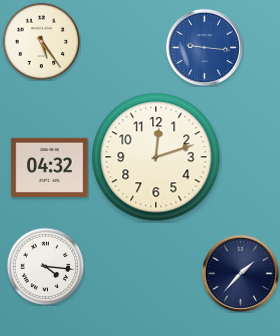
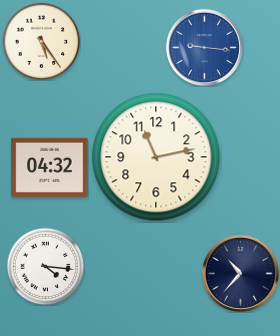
clock at (156, 157): 12:12 -> 11:13
clock at (240, 273): 1:37 -> 10:37
